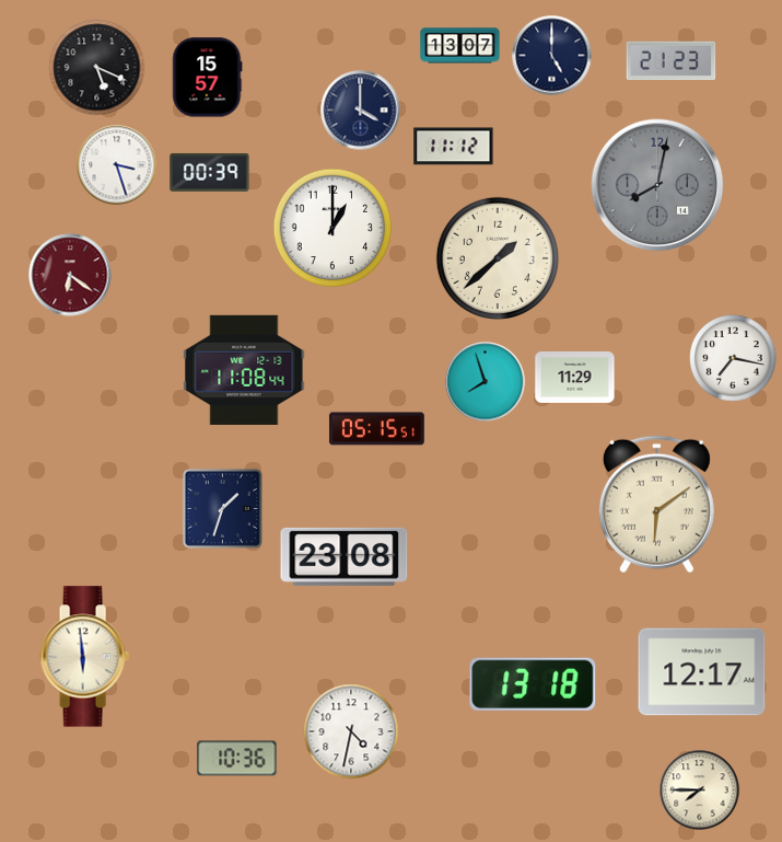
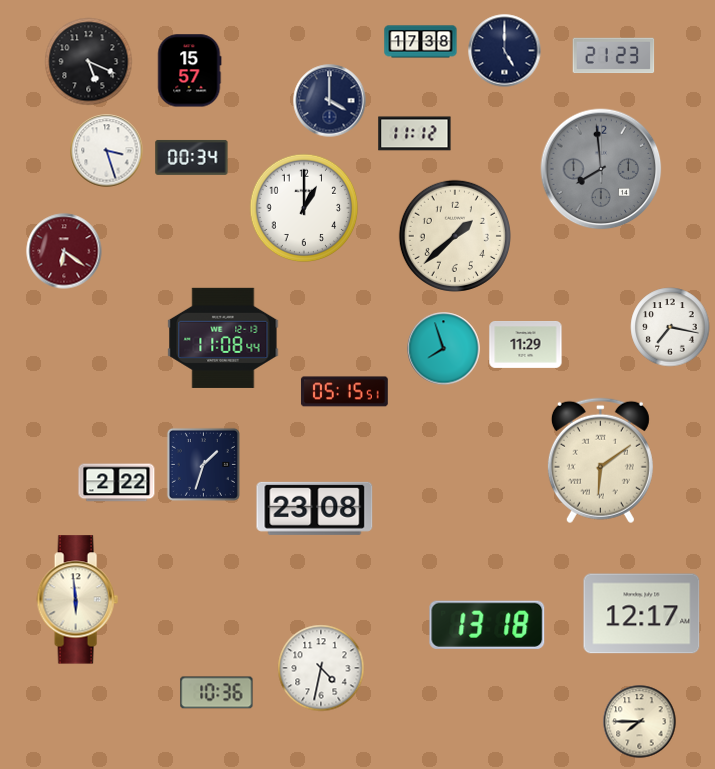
clock at (460, 46): 13:07 -> 17:38
clock at (210, 172): 00:39 -> 00:34
clock at (657, 185): 8:02 -> 7:59
clock at (117, 483): none -> 2:22
